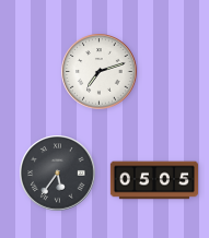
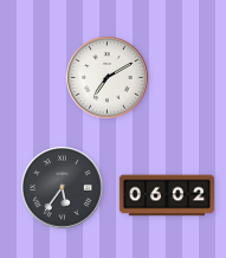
clock at (100, 72): 7:12 -> 7:10
clock at (154, 180): 05:05 -> 06:02
